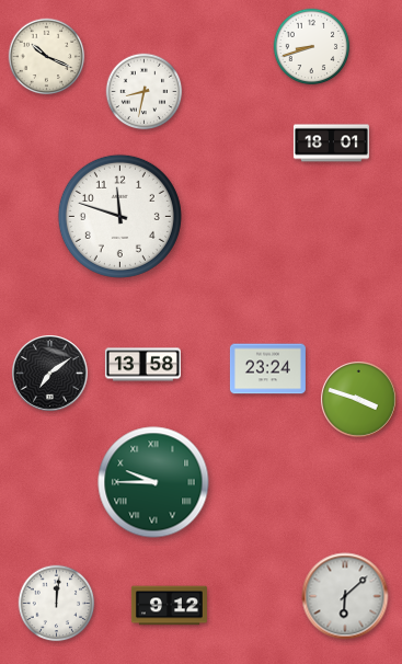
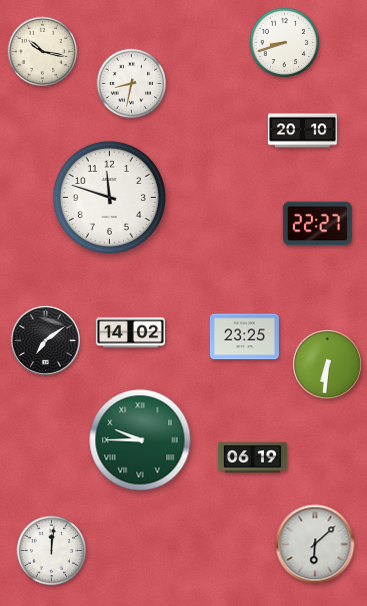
clock at (47, 57): 10:19 -> 10:17
clock at (331, 144): 18:01 -> 20:10
clock at (317, 224): none -> 22:27
clock at (142, 365): 13:58 -> 14:02
clock at (267, 369): 23:24 -> 23:25
clock at (359, 400): 3:48 -> 6:31
clock at (252, 458): none -> 06:19
clock at (169, 606): 9:12 -> none
